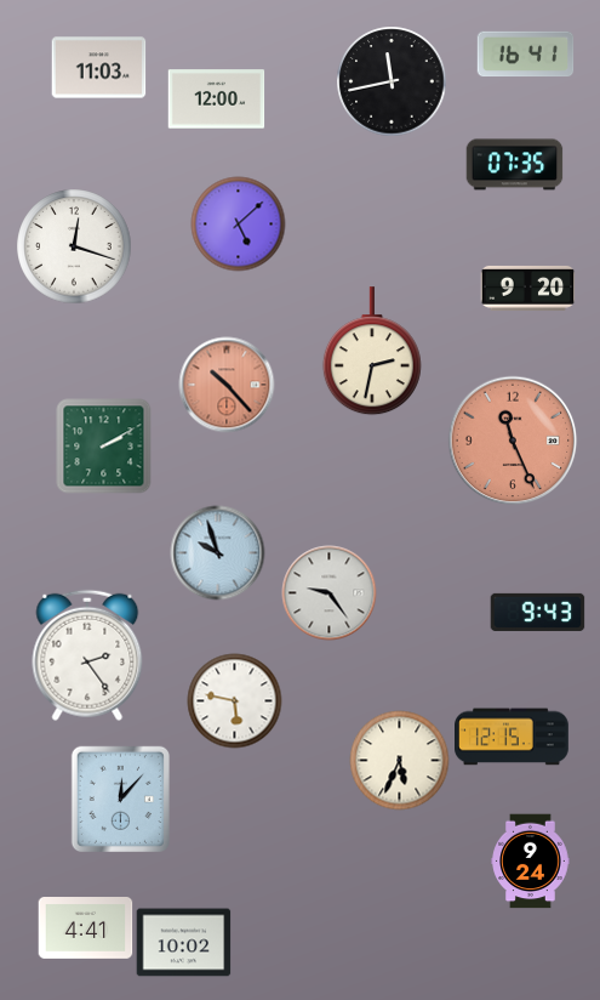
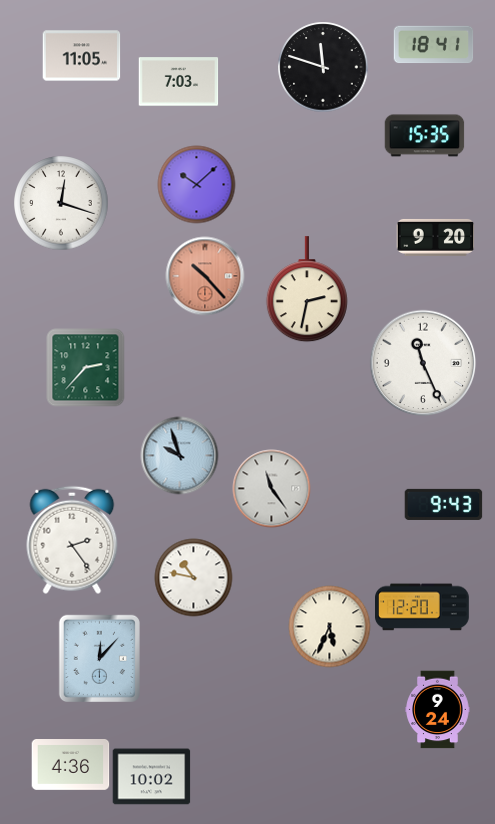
clock at (525, 55): 16:41 -> 18:41
clock at (98, 68): 11:03 -> 11:05
clock at (392, 81): 11:43 -> 11:48
clock at (216, 100): 12:00 -> 7:03
clock at (514, 165): 07:35 -> 15:35
clock at (238, 223): 5:08 -> 10:08
clock at (227, 385) position: (227, 385) -> (205, 276)
clock at (513, 441) dial: salmon -> white
clock at (103, 445): 2:10 -> 2:37
clock at (328, 592): 9:24 -> 11:24
clock at (234, 700): 5:47 -> 10:47
clock at (513, 737): 12:15 -> 12:20
clock at (85, 928): 4:41 -> 4:36
